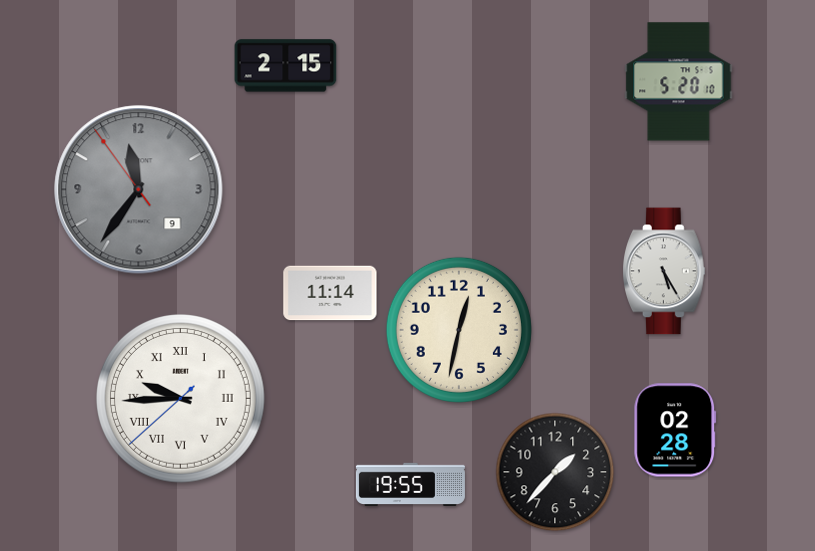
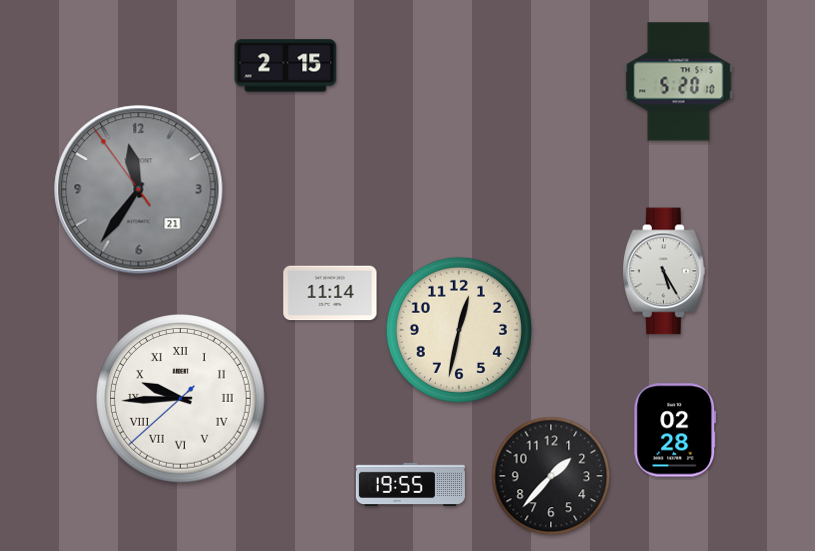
clock at (139, 190) date: 9 -> 21
clock at (555, 472) position: (555, 472) -> (551, 476)
